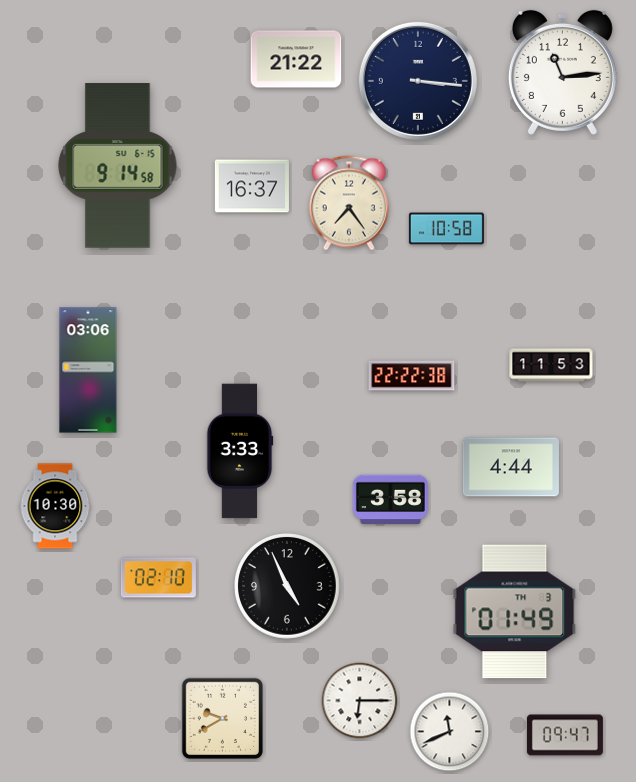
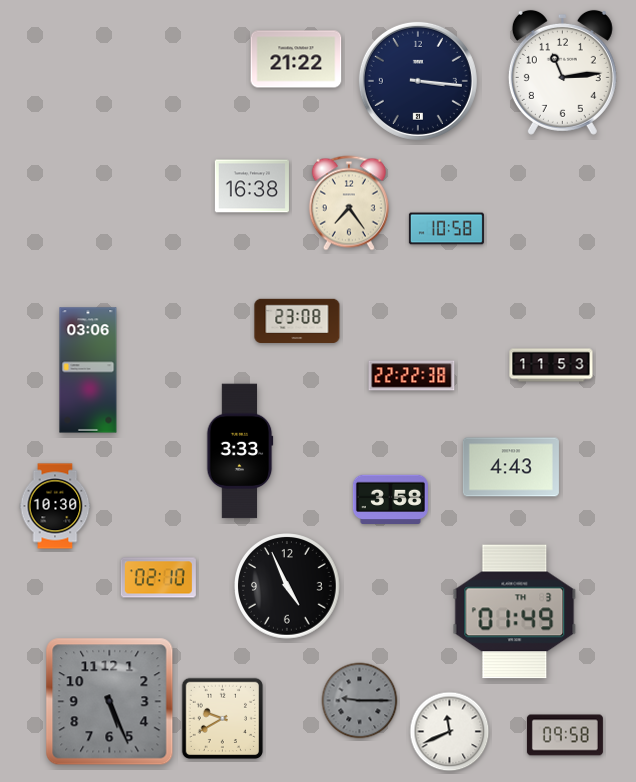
clock at (118, 166): 9:14 -> none
clock at (252, 186): 16:37 -> 16:38
clock at (297, 320): none -> 23:08
clock at (511, 467): 4:44 -> 4:43
clock at (360, 701): 6:15 -> 9:15
clock at (360, 701) dial: white -> grey
clock at (110, 702): none -> 5:26
clock at (565, 735): 09:47 -> 09:58
